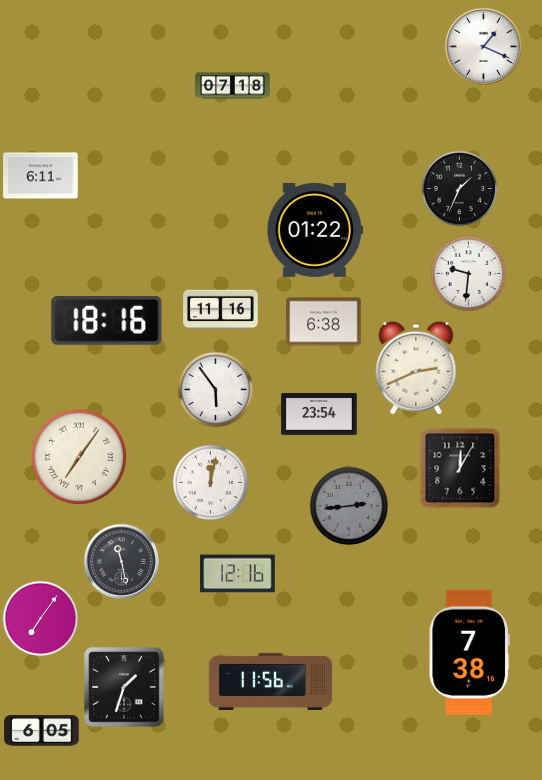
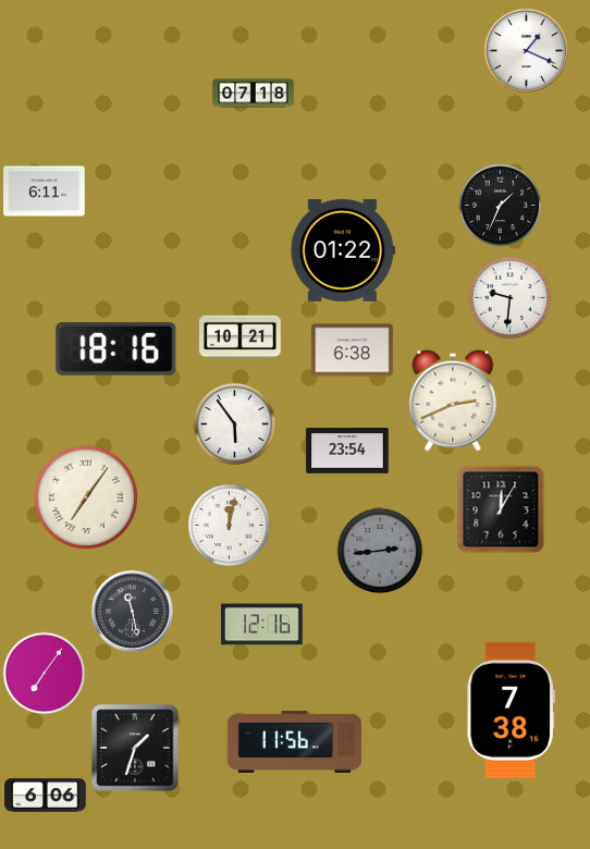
clock at (221, 310): 11:16 -> 10:21
clock at (238, 574) position: (238, 574) -> (262, 625)
clock at (42, 731): 6:05 -> 6:06
